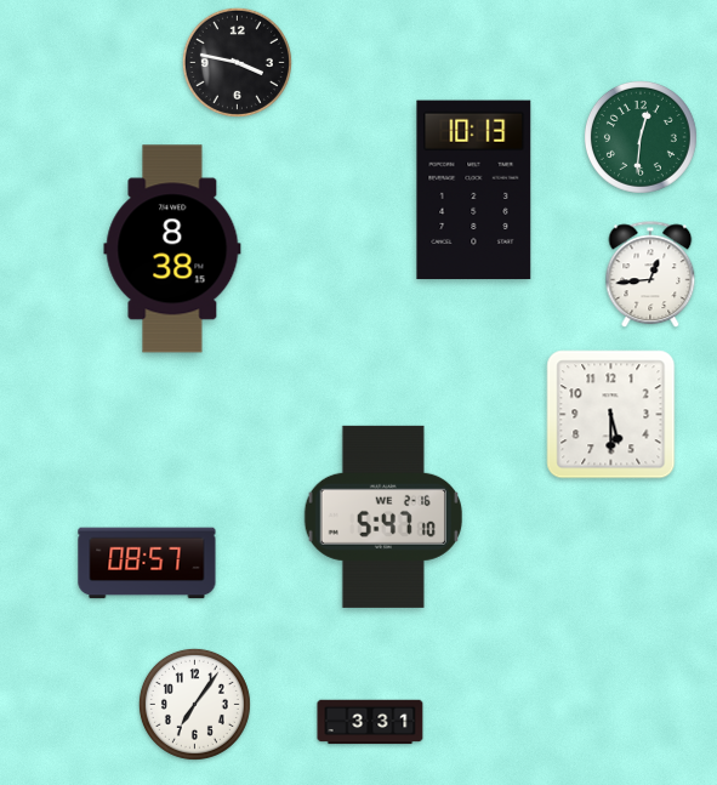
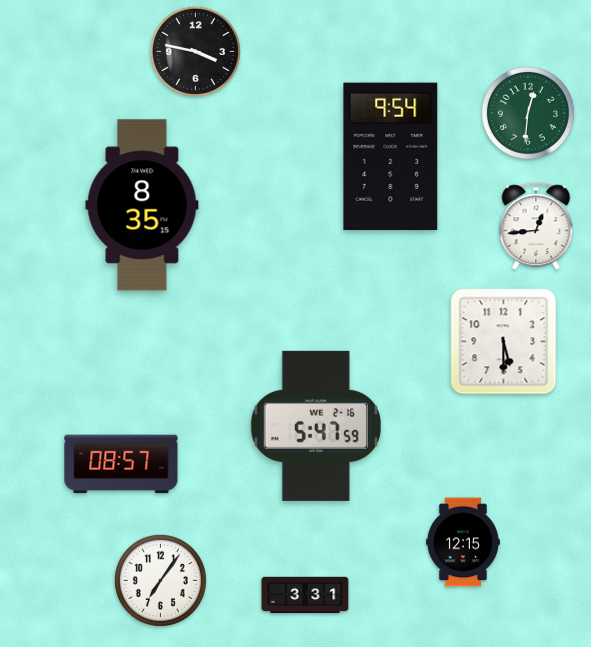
clock at (474, 190): 10:13 -> 9:54
clock at (172, 249): 8:38 -> 8:35
clock at (383, 517): 5:47:10 -> 5:47:59
clock at (463, 542): none -> 12:15
